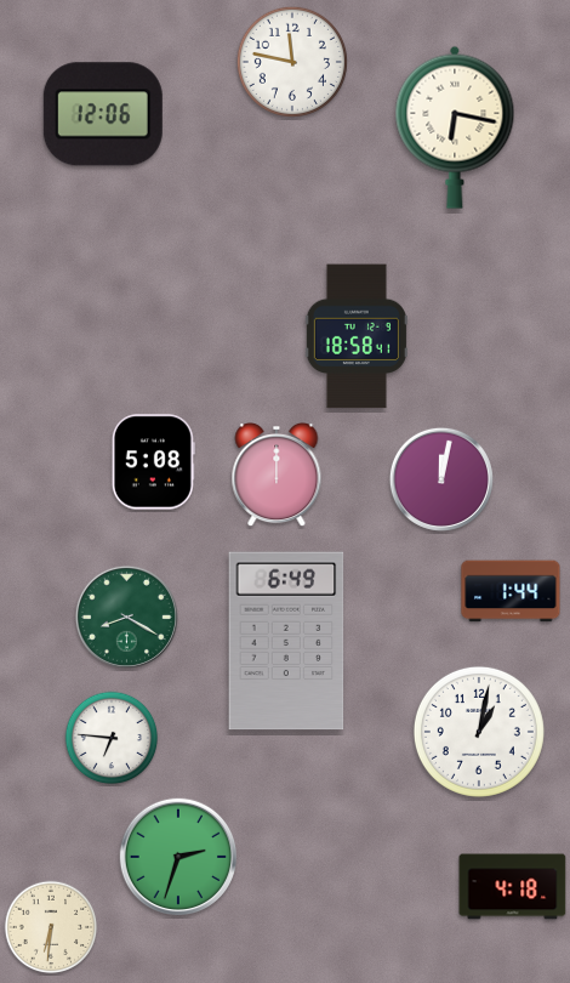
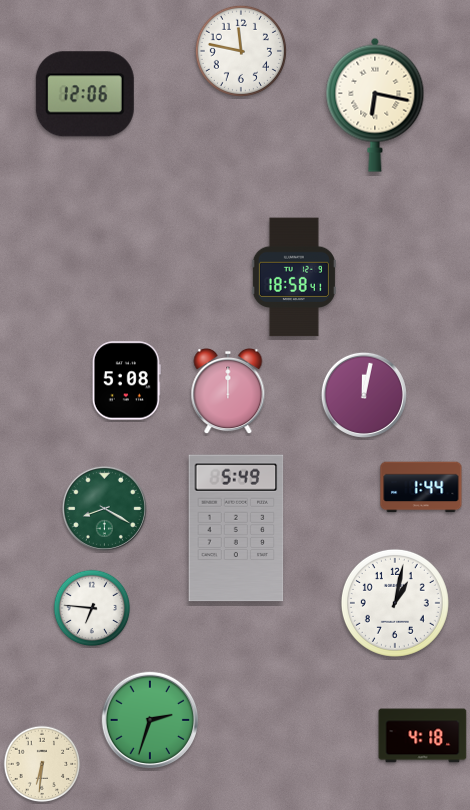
clock at (286, 641): 6:49 -> 5:49
clock at (177, 856) position: (177, 856) -> (149, 719)
clock at (513, 887) position: (513, 887) -> (423, 736)
